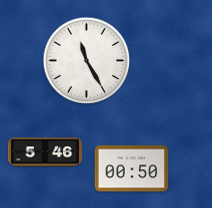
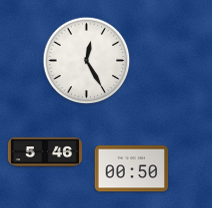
clock at (87, 61): 11:25 -> 12:25
